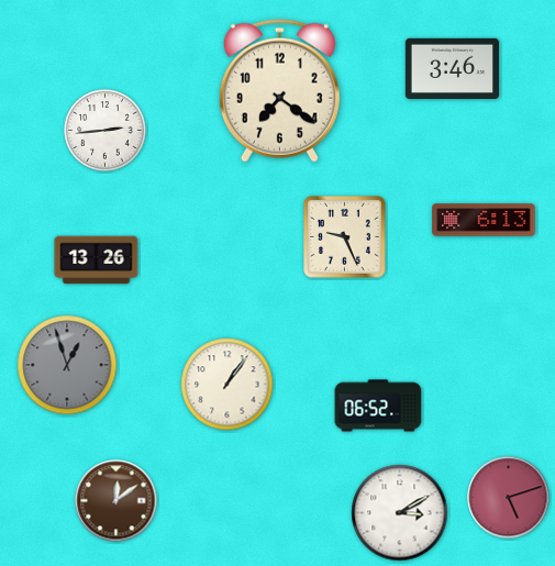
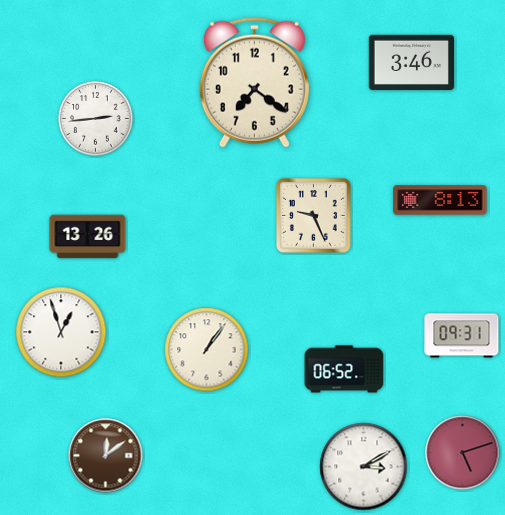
clock at (484, 220): 6:13 -> 8:13
clock at (67, 365) dial: grey -> white
clock at (462, 336): none -> 09:31
